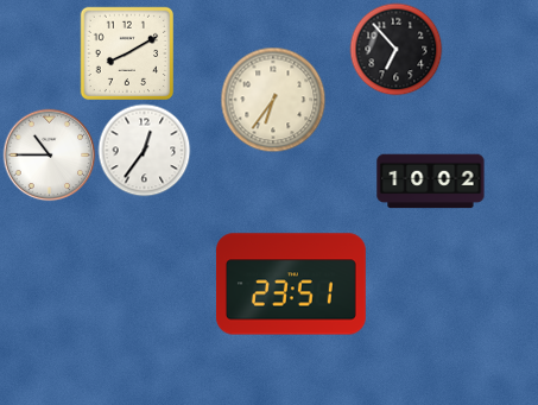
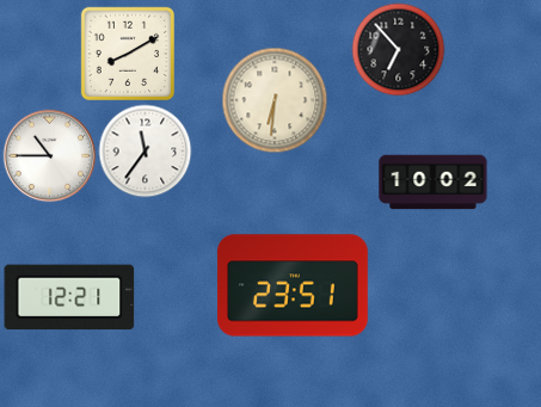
clock at (273, 100): 6:36 -> 6:31
clock at (144, 150): 12:36 -> 11:36
clock at (69, 297): none -> 12:21
